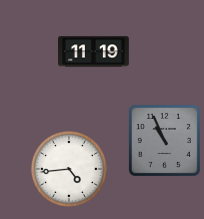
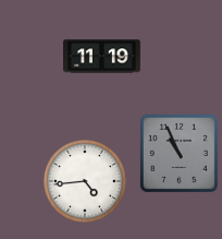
clock at (69, 169) position: (69, 169) -> (85, 181)
